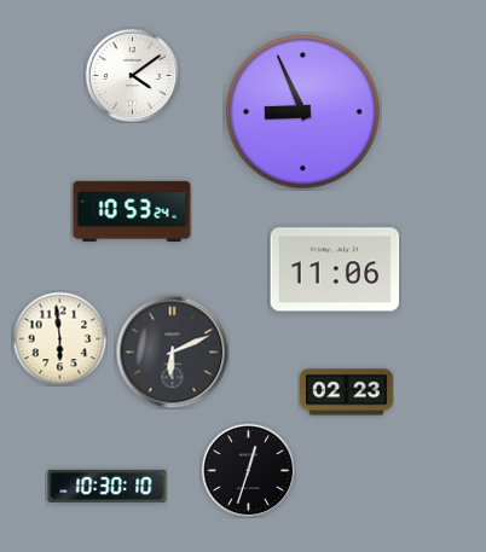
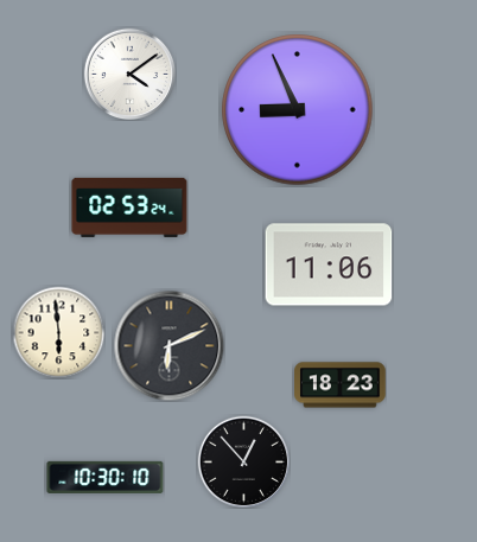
clock at (132, 211): 10:53 -> 02:53
clock at (347, 393): 02:23 -> 18:23
clock at (248, 470): 12:33 -> 12:53
